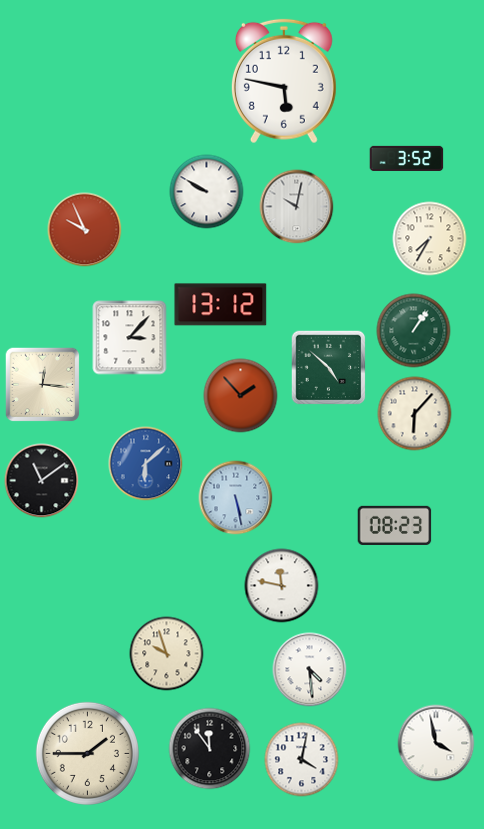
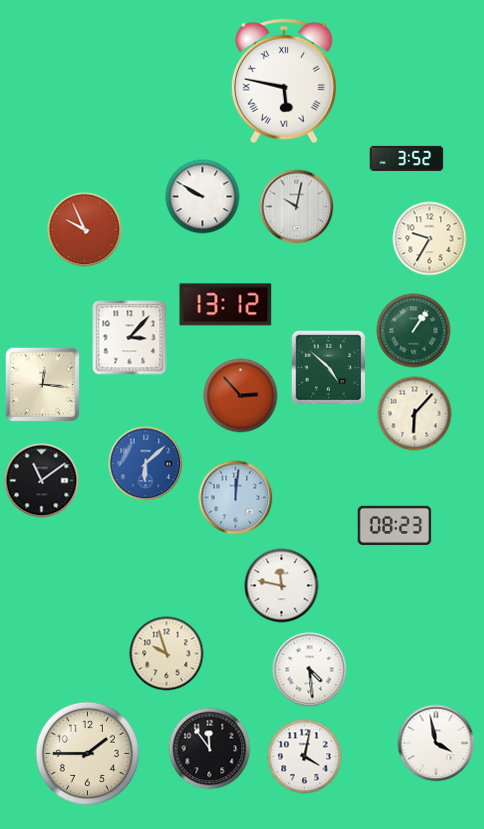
clock at (284, 81) numerals: Arabic -> Roman
clock at (207, 192) position: (207, 192) -> (203, 197)
clock at (430, 239): 7:35 -> 9:35
clock at (221, 305) position: (221, 305) -> (226, 305)
clock at (241, 396): 1:53 -> 2:53
clock at (236, 498): 5:28 -> 12:01
clock at (302, 760) position: (302, 760) -> (305, 757)
